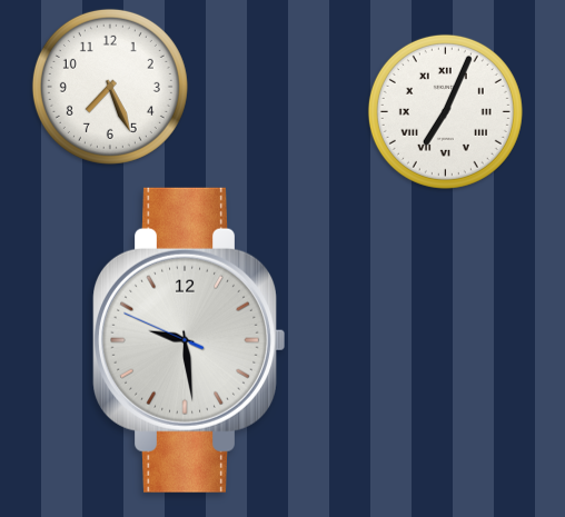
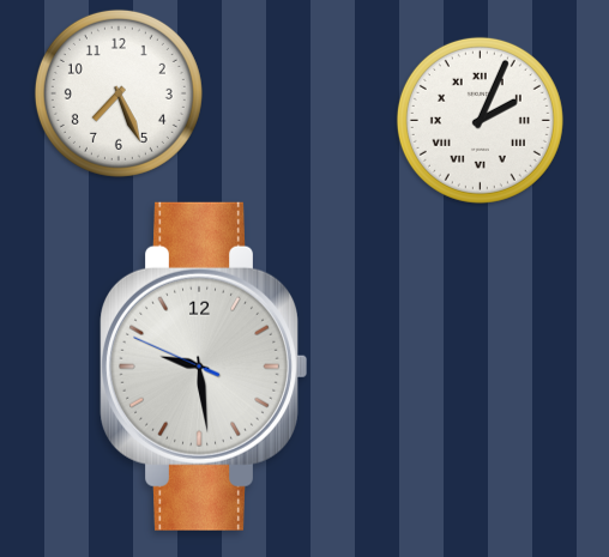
clock at (445, 111): 7:04 -> 2:04
